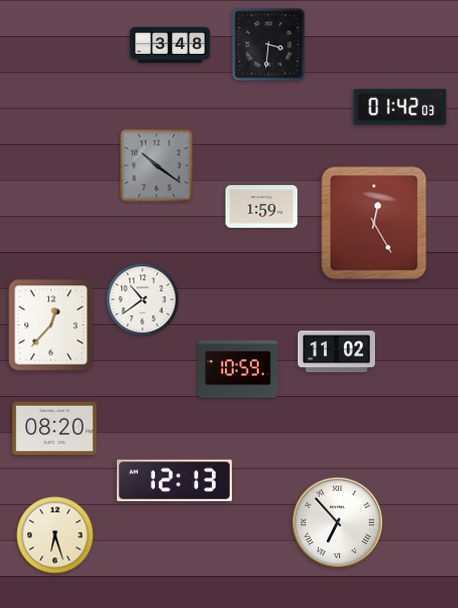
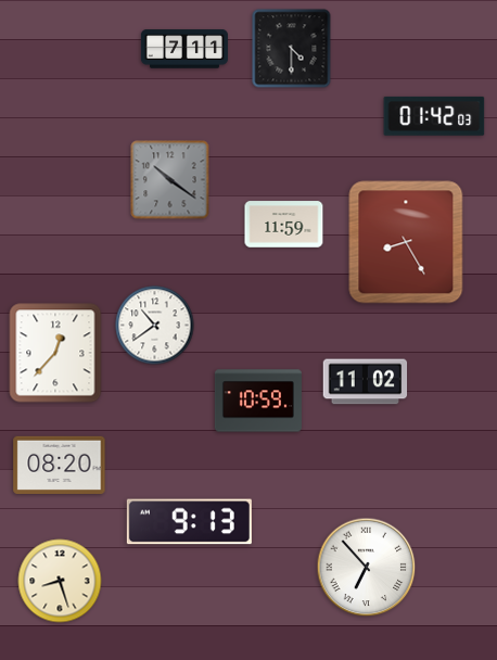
clock at (170, 45): 3:48 -> 7:11
clock at (269, 45): 3:31 -> 4:30
clock at (262, 207): 1:59 -> 11:59
clock at (374, 223): 12:25 -> 8:25
clock at (174, 481): 12:13 -> 9:13
clock at (55, 535): 6:27 -> 8:27
